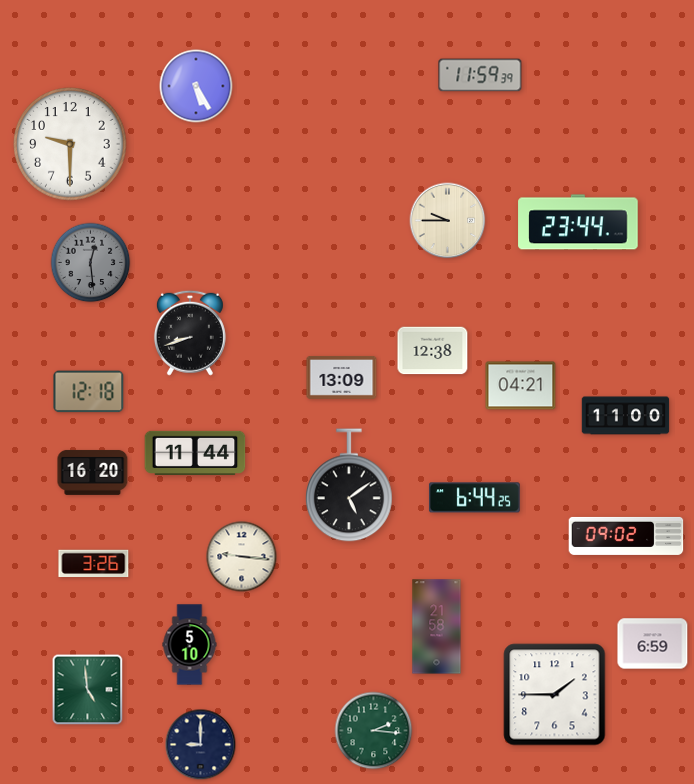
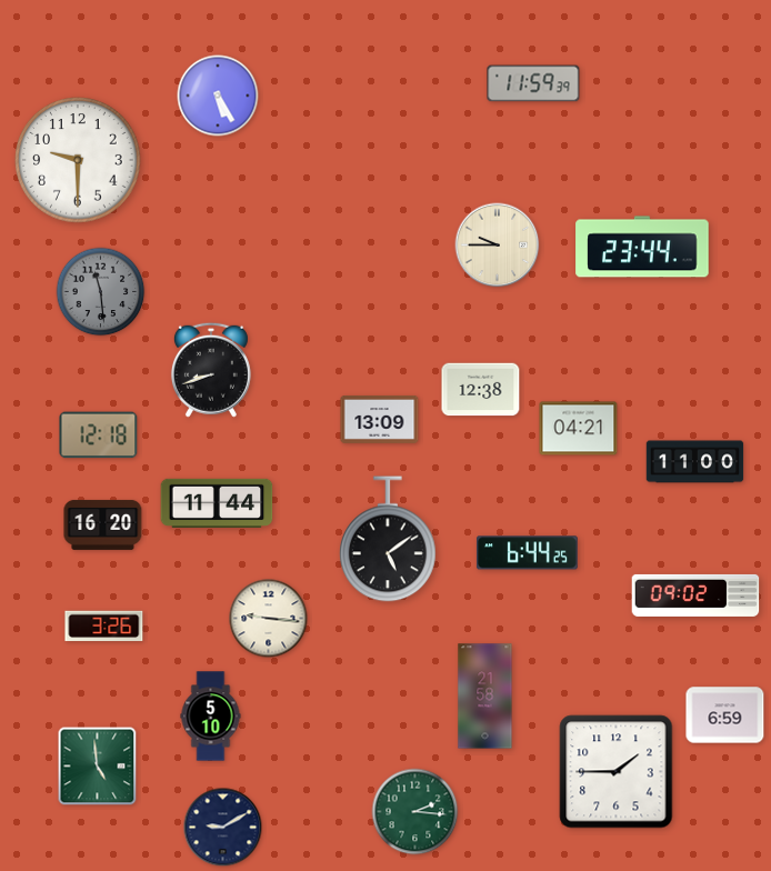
clock at (91, 263): 12:29 -> 11:29
clock at (201, 745): 9:00 -> 9:10
